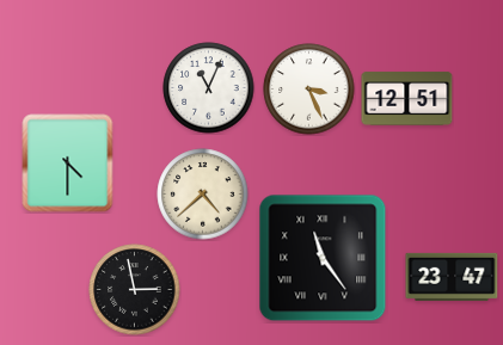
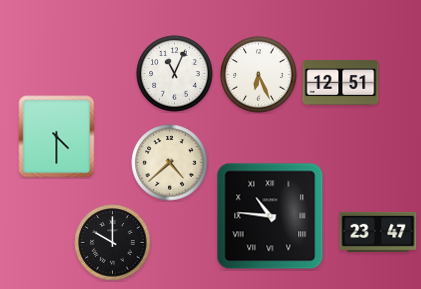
clock at (309, 90): 3:26 -> 6:26
clock at (323, 258): 11:24 -> 10:46
clock at (135, 290): 2:58 -> 10:00
